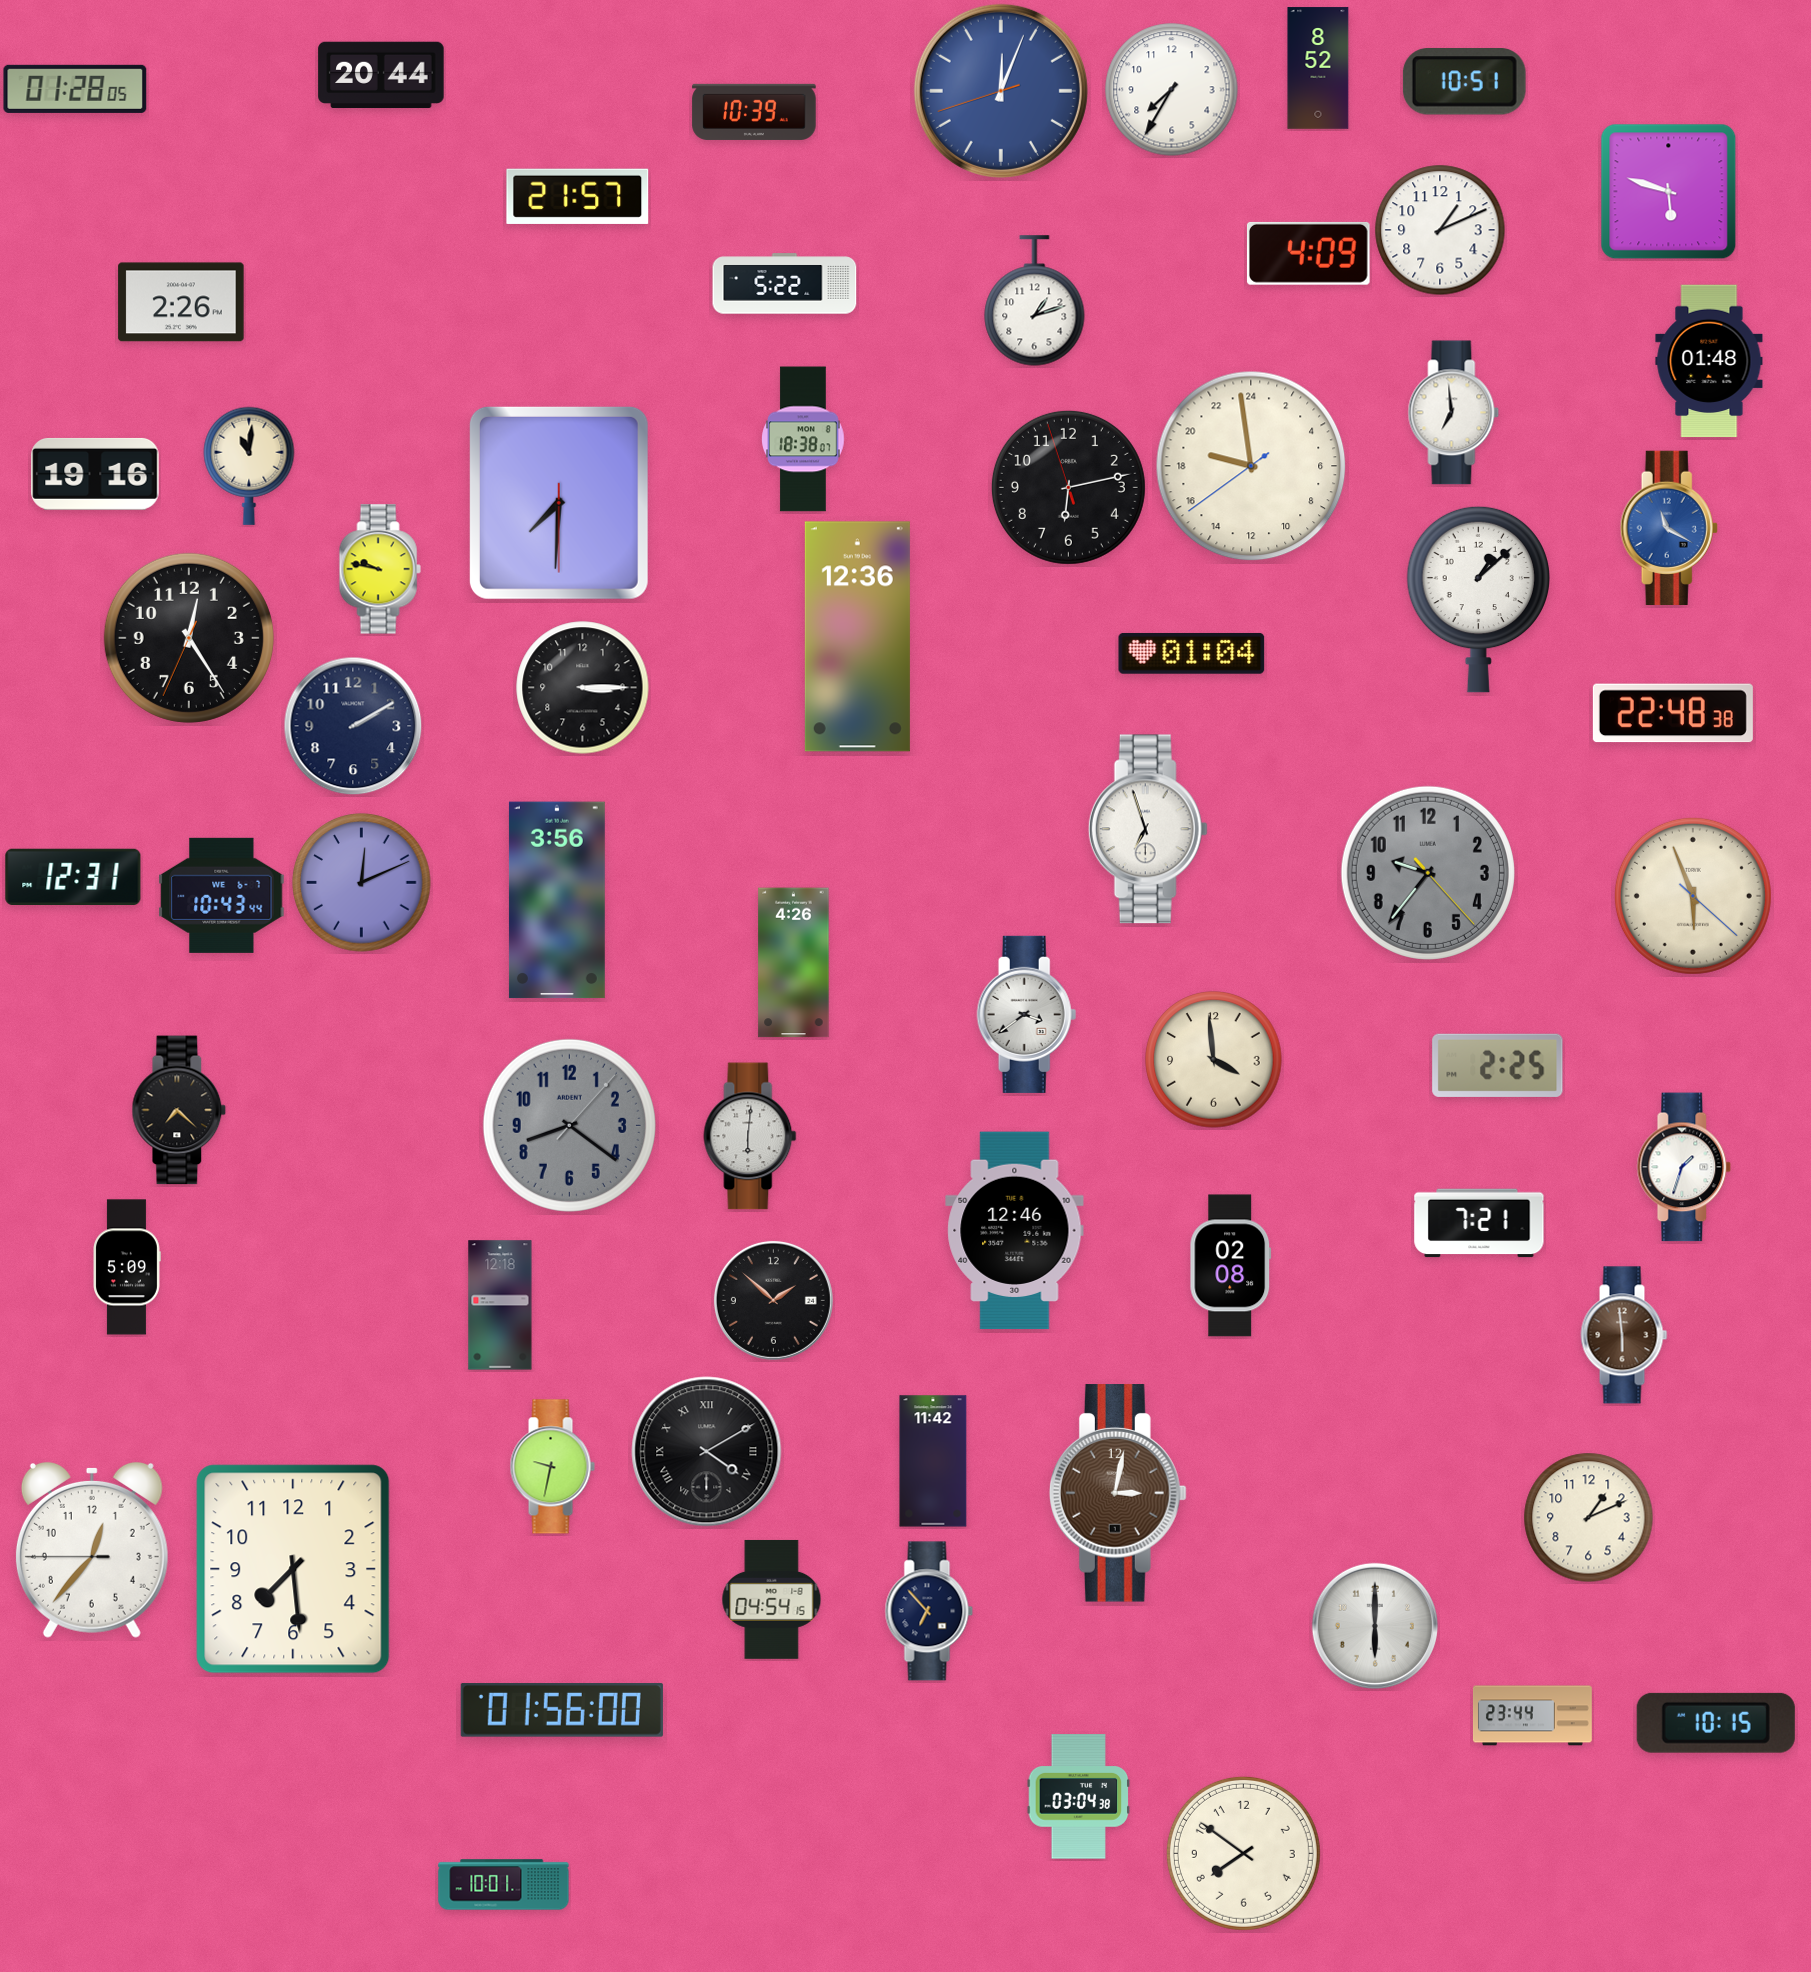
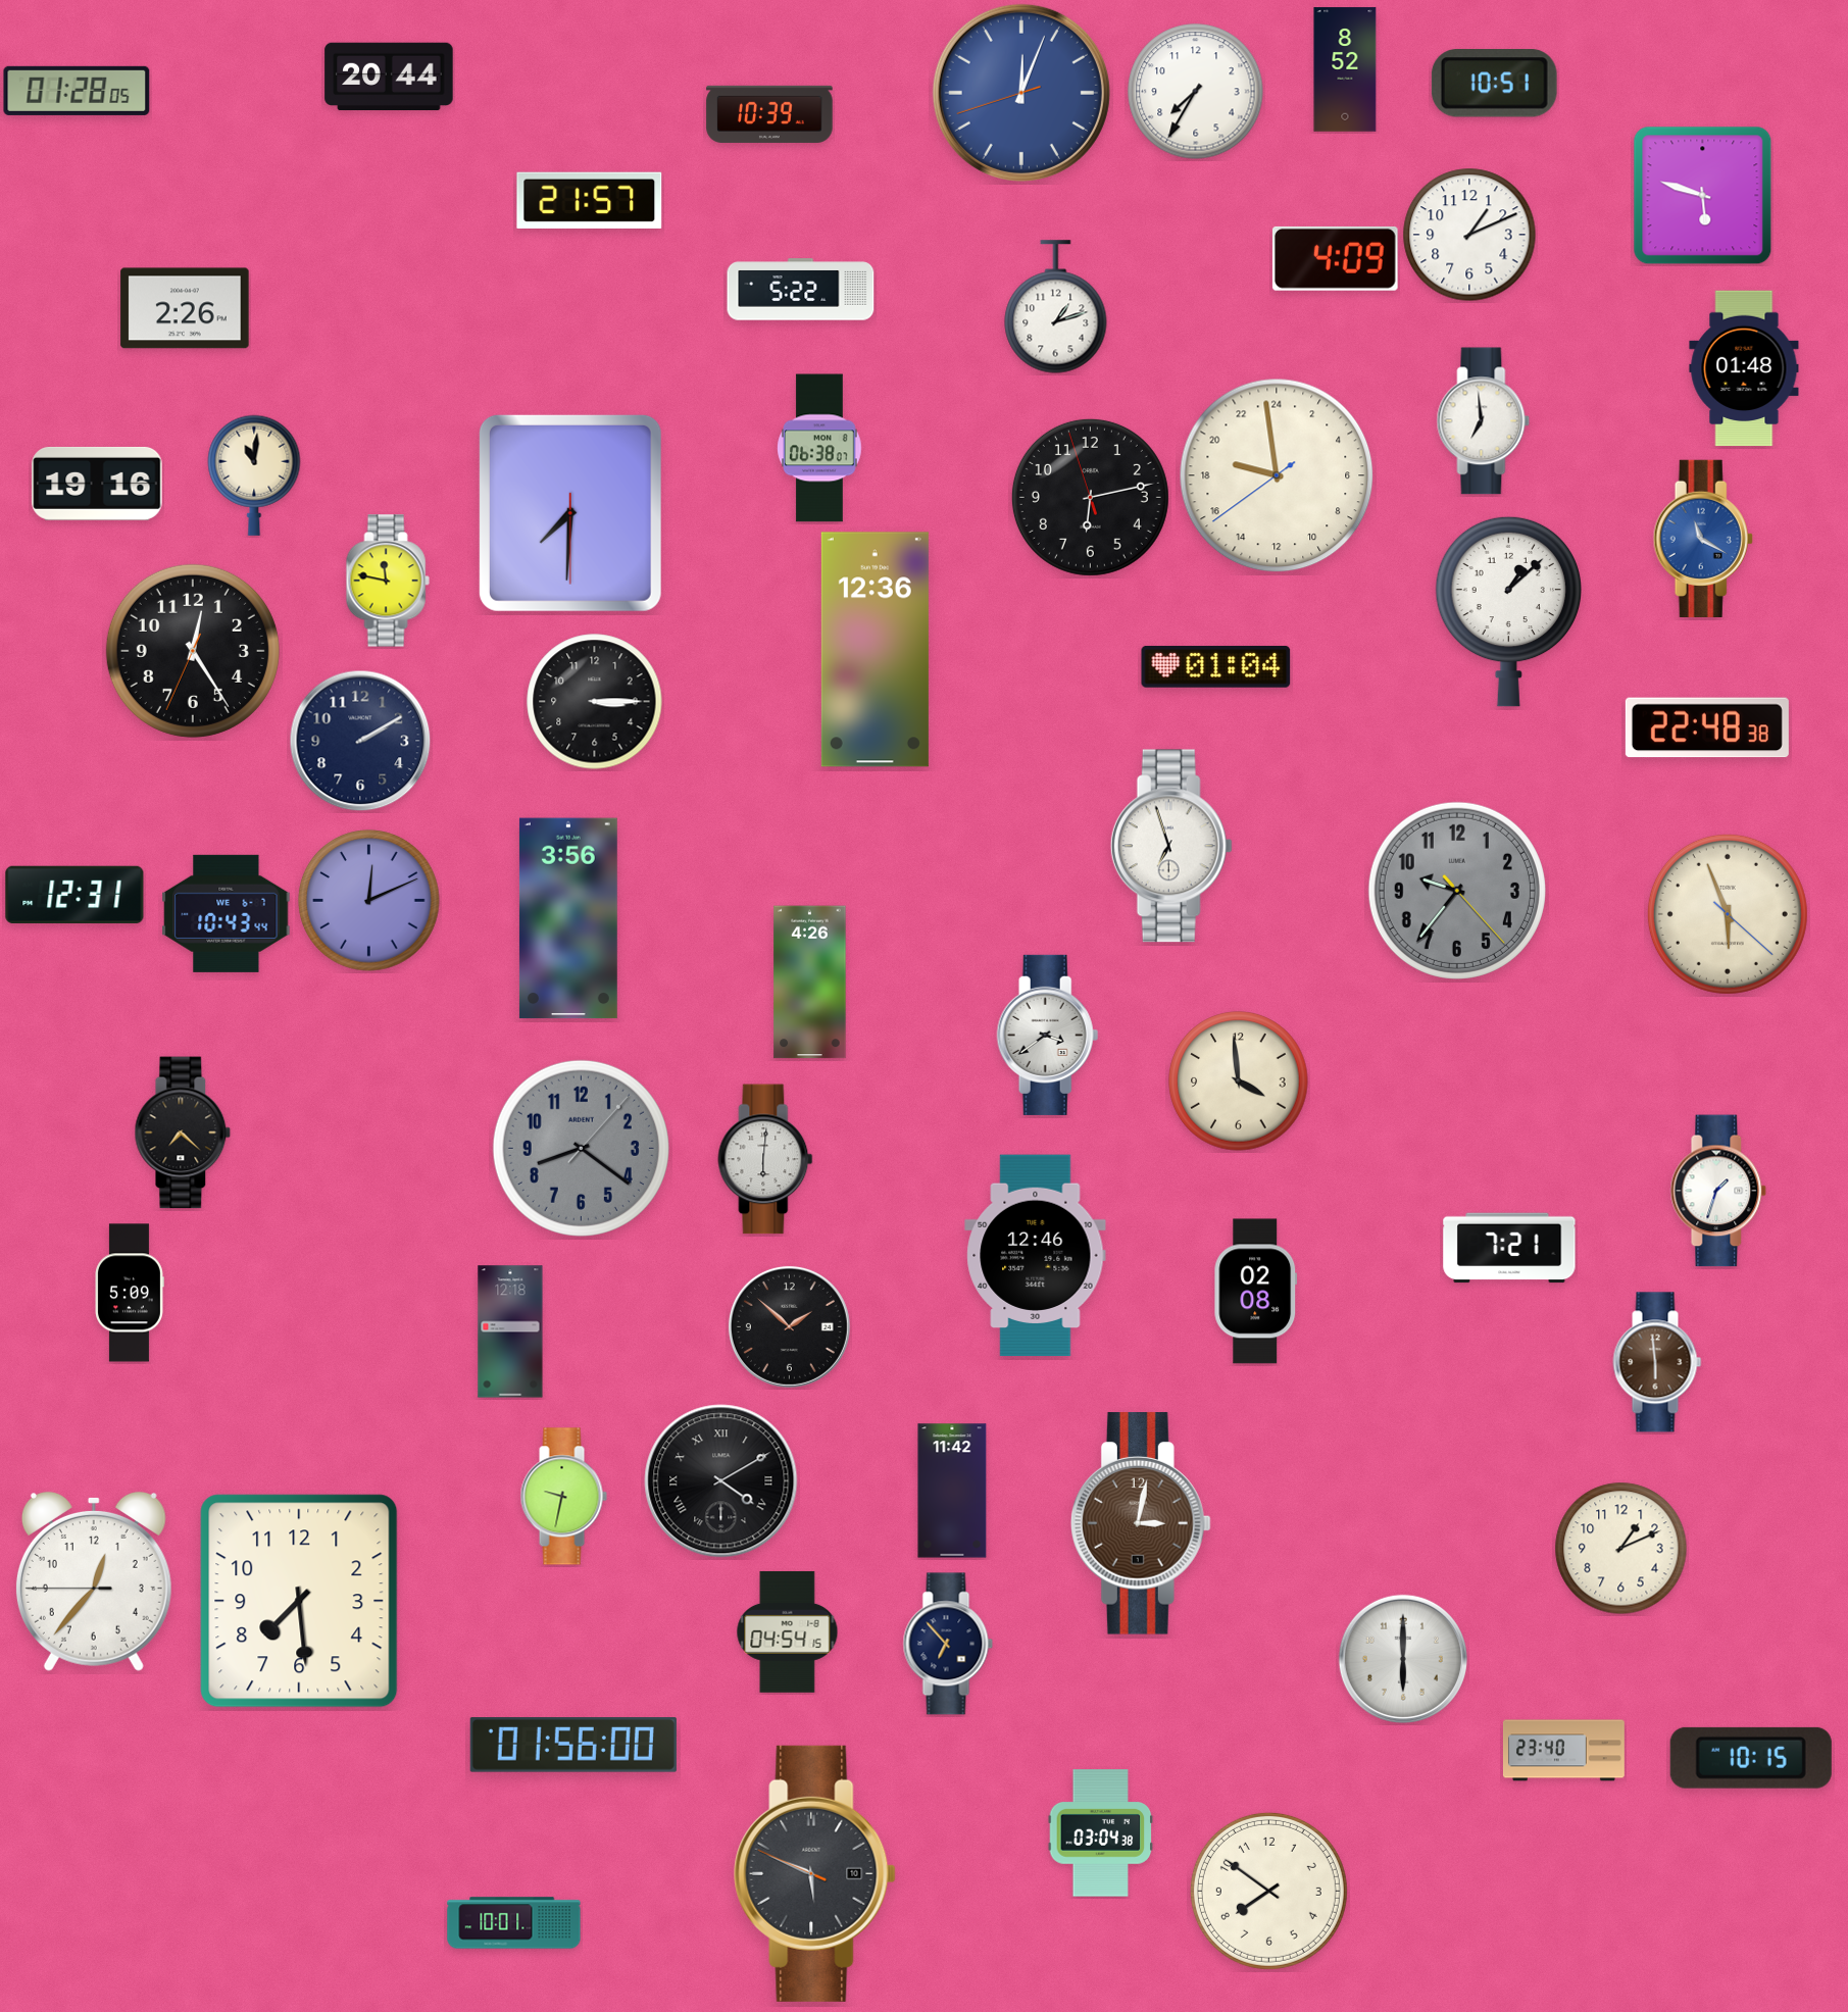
clock at (804, 439): 18:38 -> 06:38
clock at (380, 569): 9:47 -> 11:47
clock at (1498, 1065): 2:25 -> none
clock at (1532, 1716): 23:44 -> 23:40
clock at (815, 1873): none -> 5:48
